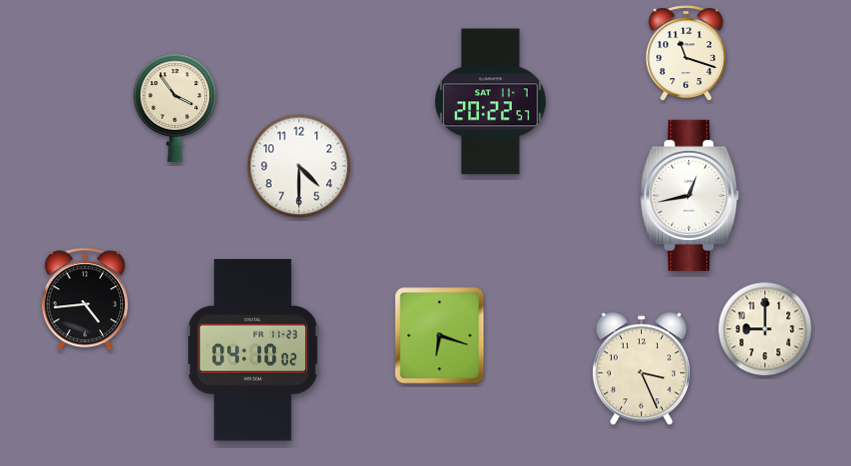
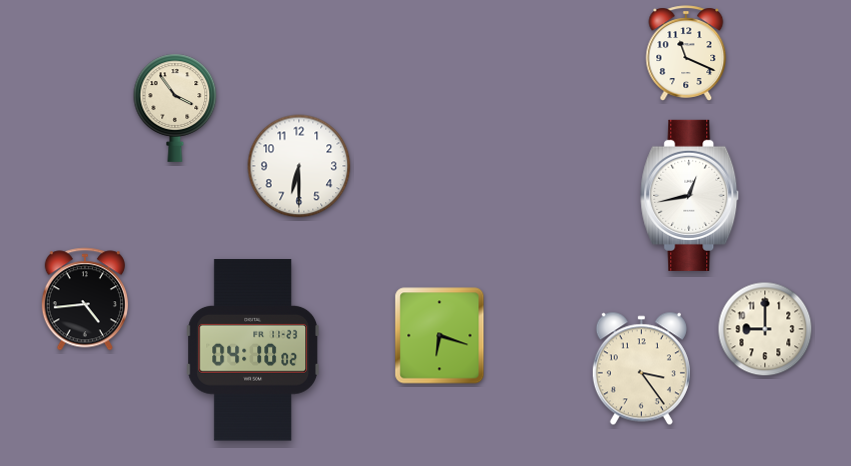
clock at (686, 53): 11:18 -> 11:19
clock at (491, 102): 20:22 -> none
clock at (299, 166): 4:30 -> 6:30
clock at (641, 369): 3:26 -> 3:24
